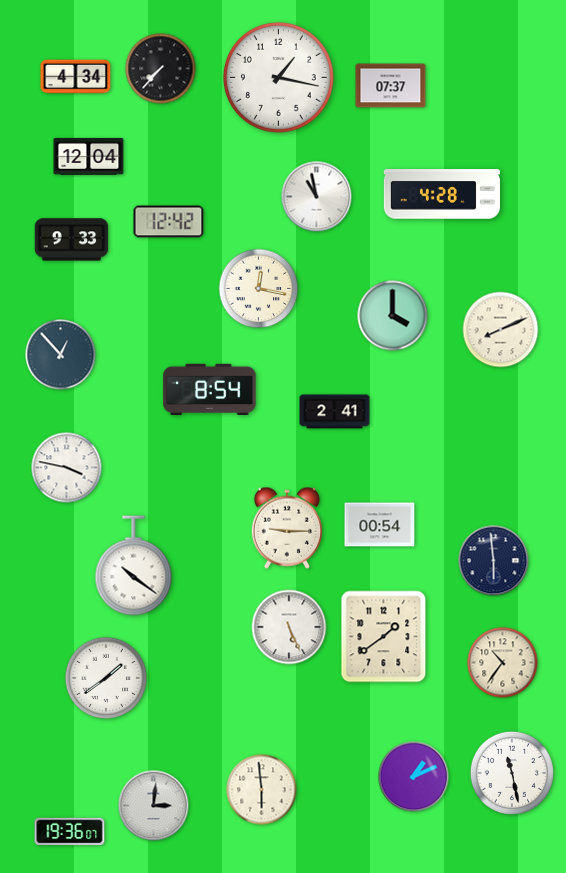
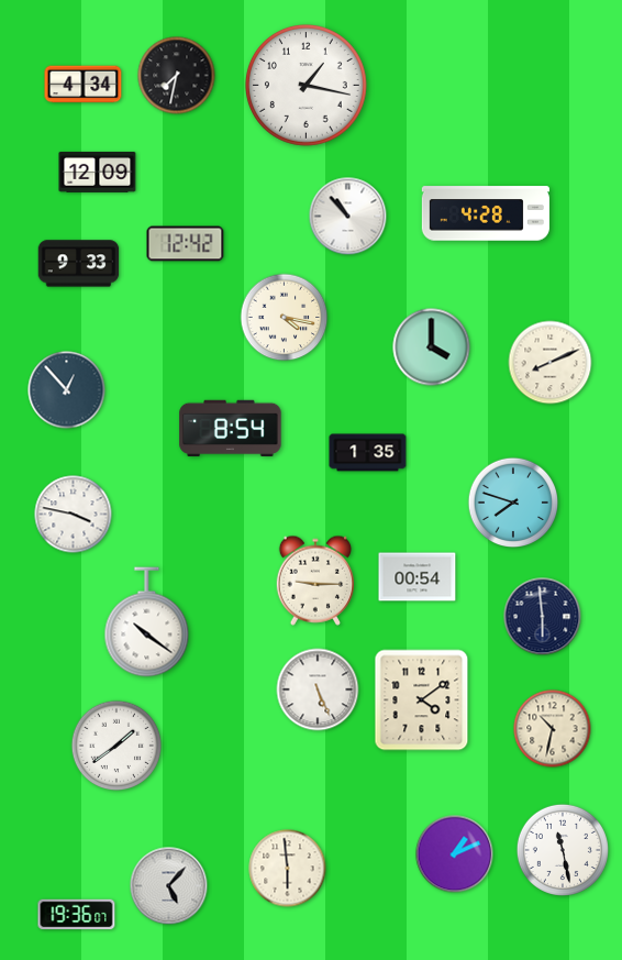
clock at (161, 69): 7:37 -> 7:32
clock at (391, 86): 07:37 -> none
clock at (89, 156): 12:04 -> 12:09
clock at (317, 197): 10:58 -> 10:53
clock at (259, 289): 12:17 -> 4:17
clock at (335, 412): 2:41 -> 1:35
clock at (513, 503): none -> 7:48
clock at (384, 637): 1:39 -> 4:09
clock at (503, 663): 10:36 -> 10:32
clock at (154, 806): 3:01 -> 5:07
